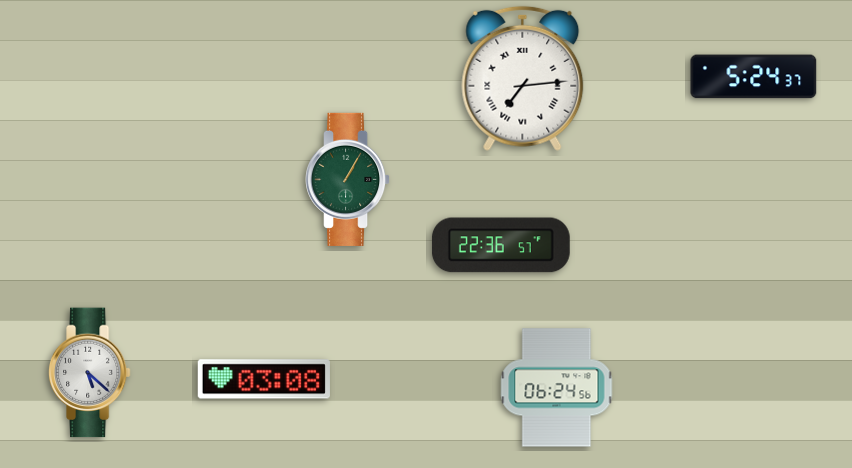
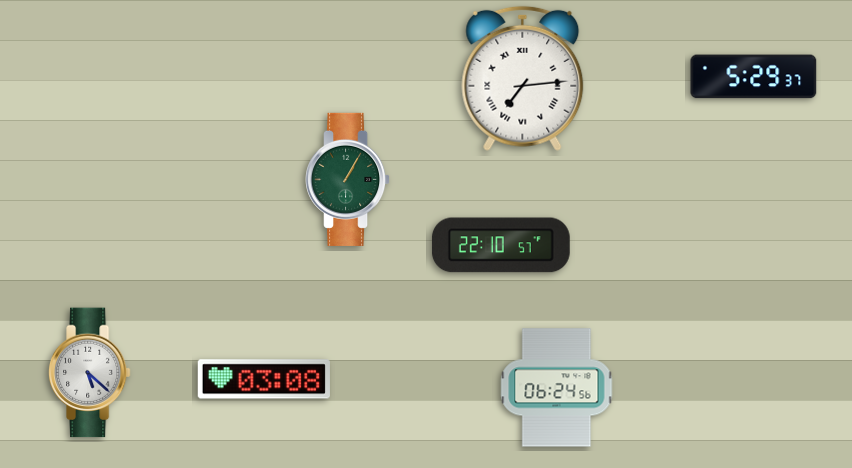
clock at (754, 77): 5:24 -> 5:29
clock at (501, 245): 22:36 -> 22:10
